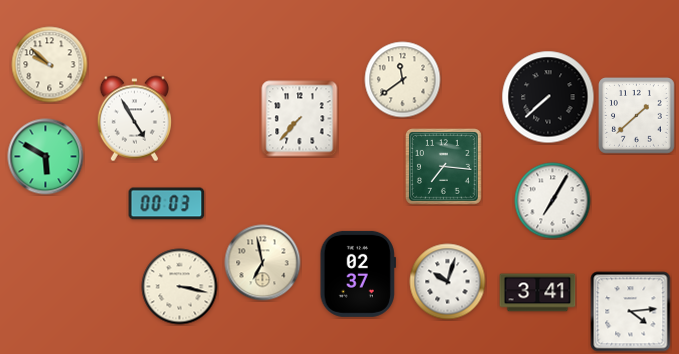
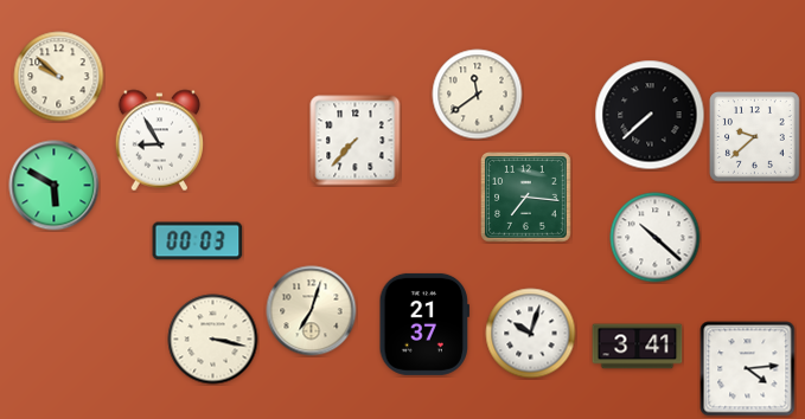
clock at (637, 116): 1:38 -> 9:38
clock at (134, 119): 4:55 -> 8:55
clock at (553, 201): 7:05 -> 10:22
clock at (263, 263): 6:58 -> 7:03
clock at (357, 274): 02:37 -> 21:37
